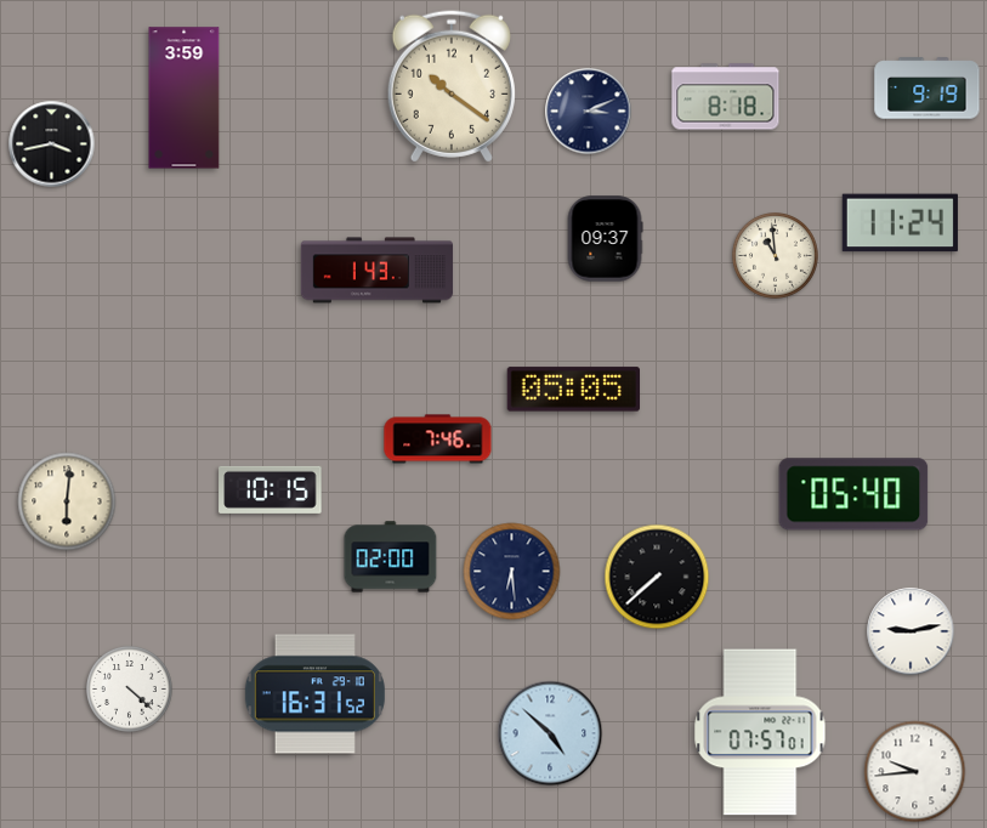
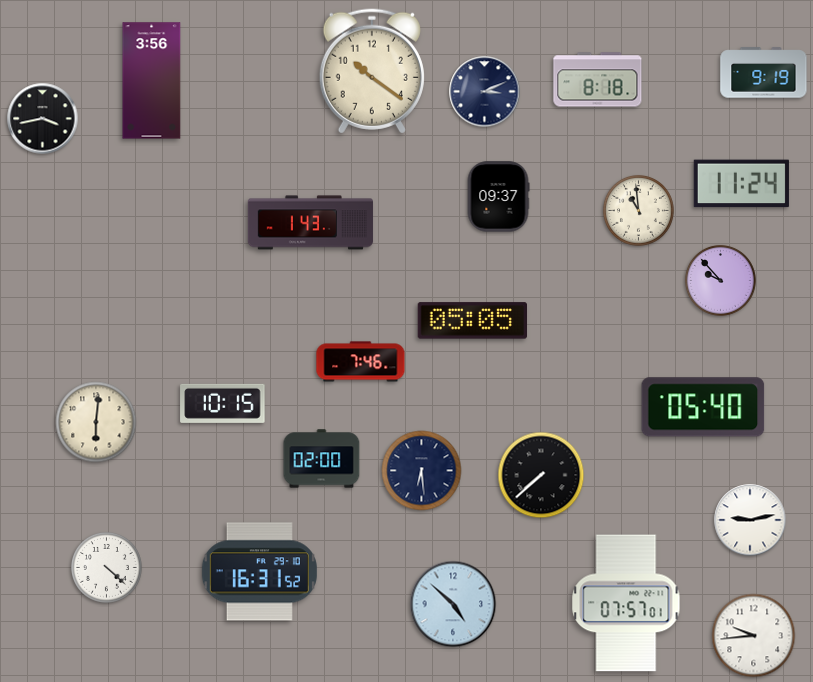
clock at (185, 98): 3:59 -> 3:56
clock at (720, 280): none -> 9:53
clock at (67, 501) position: (67, 501) -> (96, 422)
